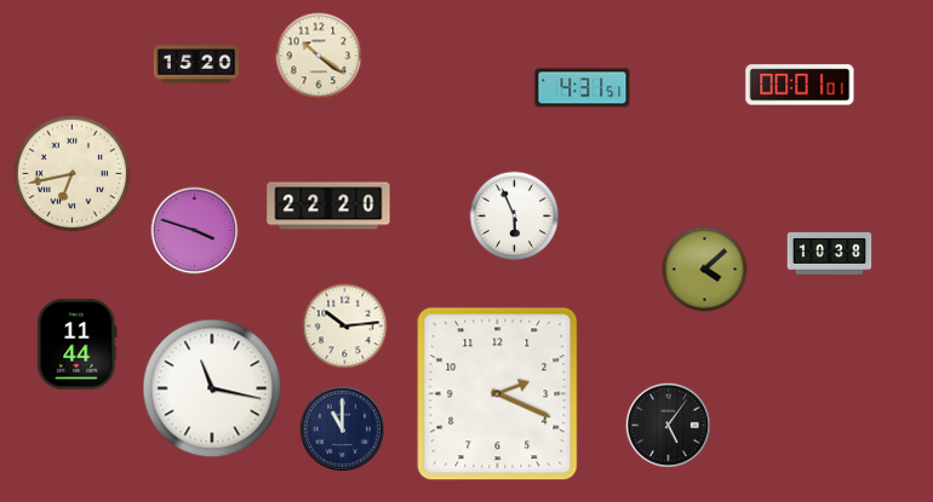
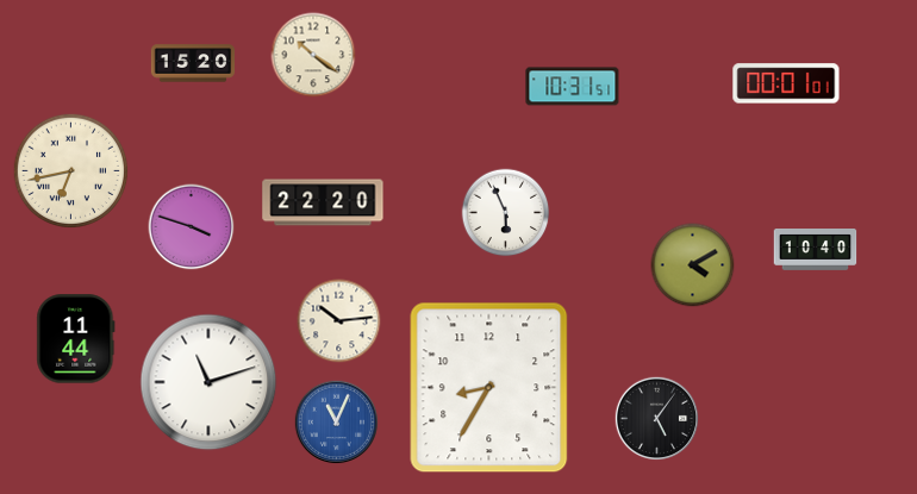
clock at (583, 88): 4:31 -> 10:31
clock at (830, 254): 10:38 -> 10:40
clock at (705, 270): 4:08 -> 4:10
clock at (212, 388): 11:17 -> 11:12
clock at (498, 394): 2:19 -> 8:35
clock at (343, 429): 11:00 -> 11:04
clock at (343, 429) dial: navy -> blue
